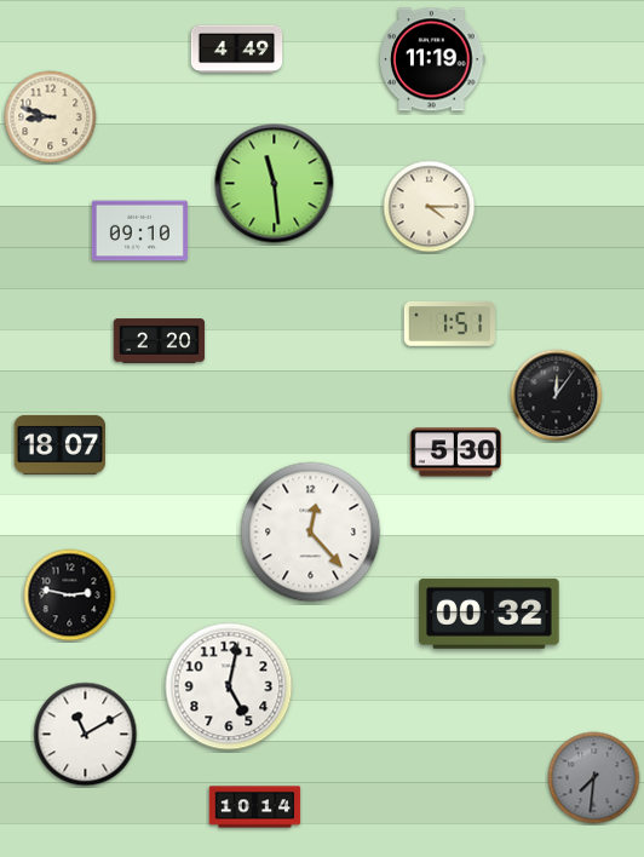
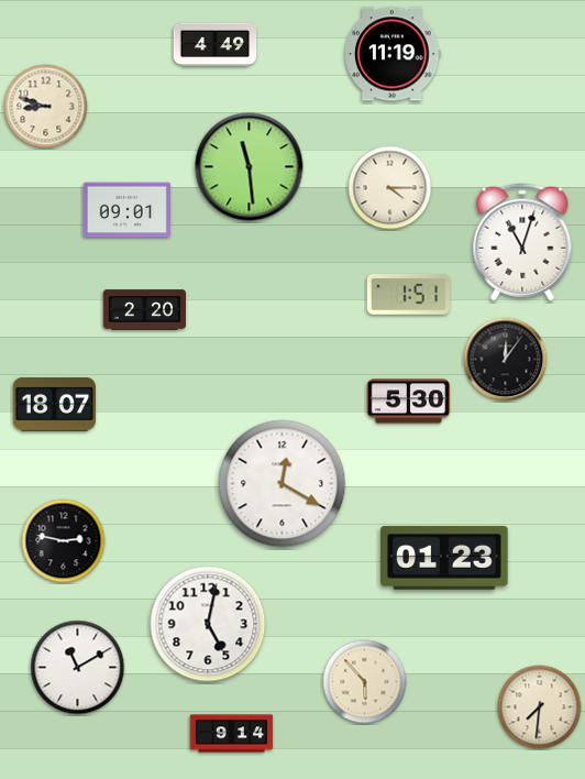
clock at (139, 231): 09:10 -> 09:01
clock at (522, 242): none -> 11:03
clock at (456, 453) position: (456, 453) -> (409, 402)
clock at (311, 533): 12:23 -> 12:20
clock at (489, 614): 00:32 -> 01:23
clock at (365, 682): none -> 5:53
clock at (594, 778) dial: grey -> cream
clock at (255, 807): 10:14 -> 9:14
